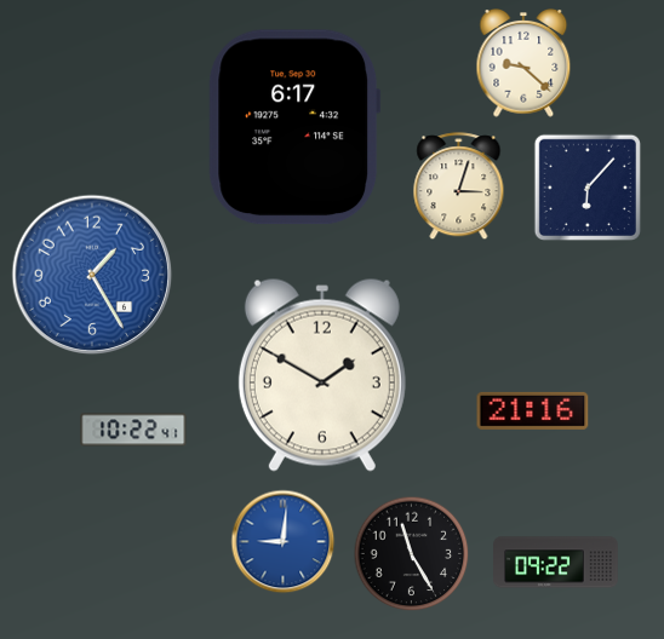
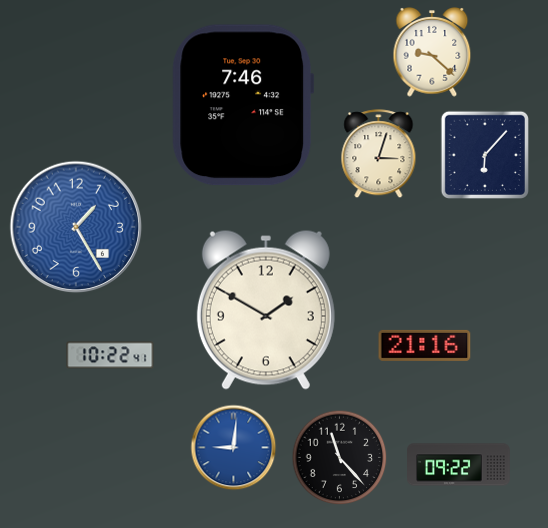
clock at (294, 127): 6:17 -> 7:46
clock at (533, 410) position: (533, 410) -> (425, 345)
clock at (412, 554): 11:25 -> 11:23
